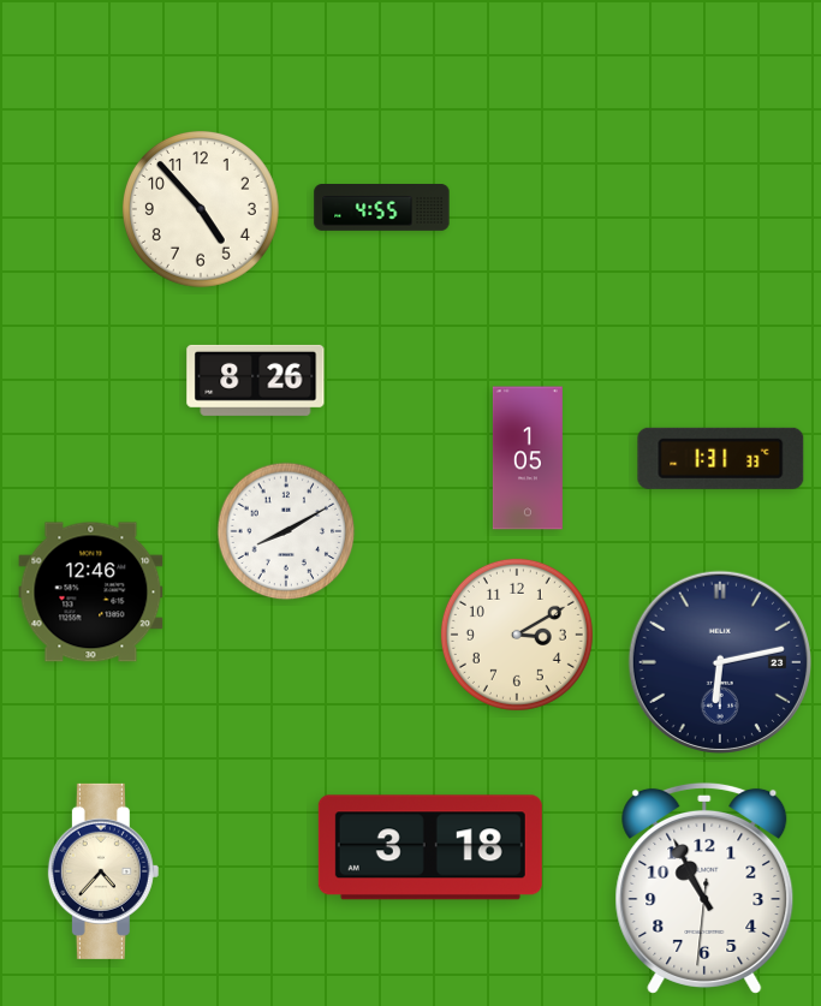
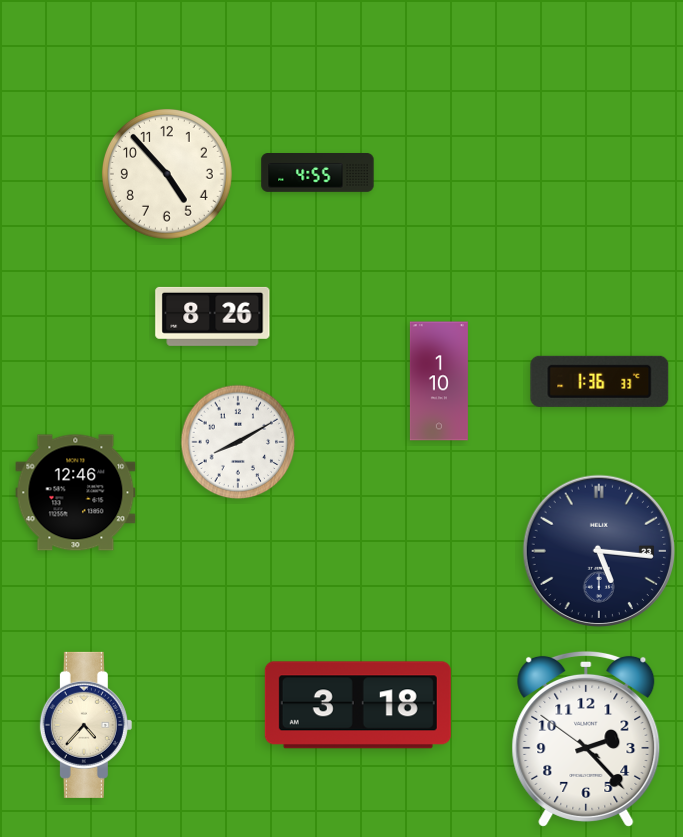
clock at (528, 458): 1:05 -> 1:10
clock at (721, 458): 1:31 -> 1:36
clock at (517, 635): 3:10 -> none
clock at (719, 661): 6:13 -> 5:16
clock at (704, 888): 10:55 -> 2:22
